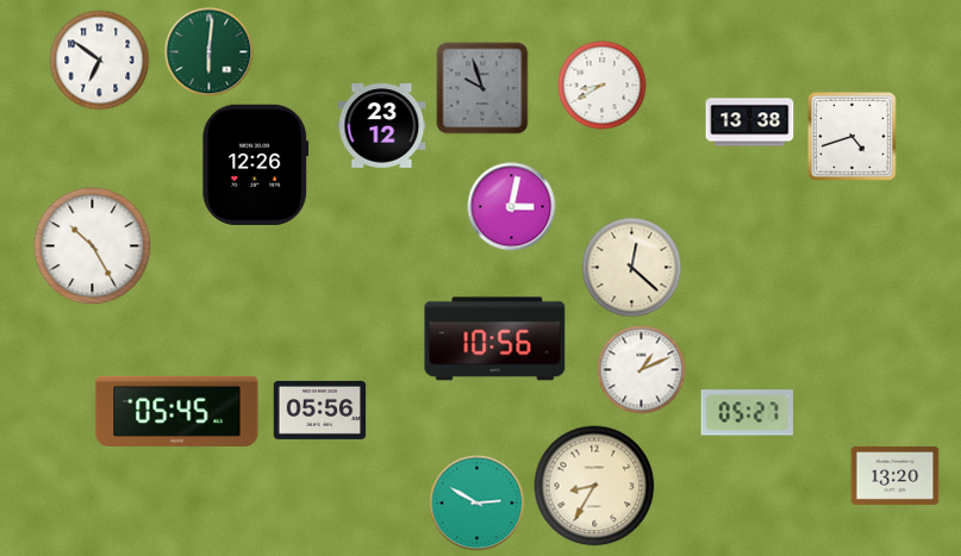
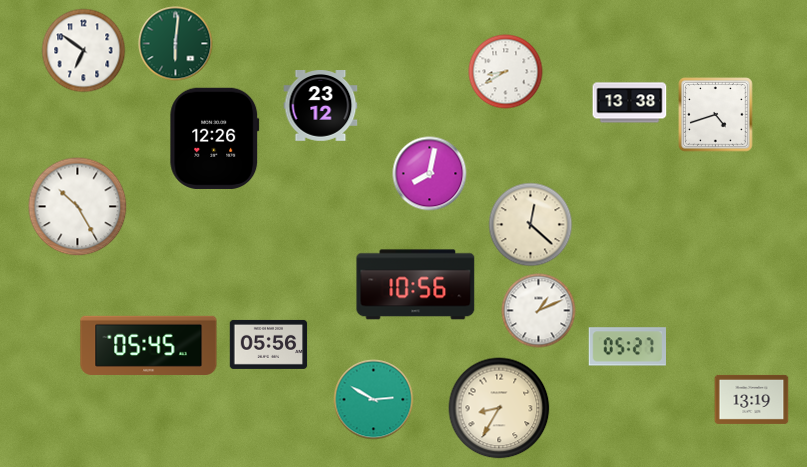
clock at (482, 88): 9:57 -> none
clock at (512, 207): 3:02 -> 8:02
clock at (896, 475): 13:20 -> 13:19
clock at (478, 504) position: (478, 504) -> (374, 400)
